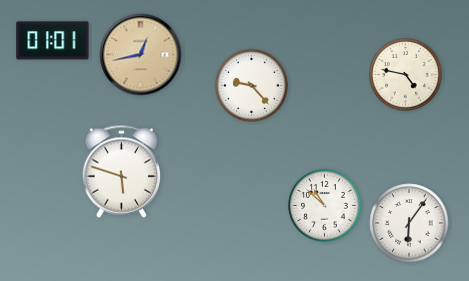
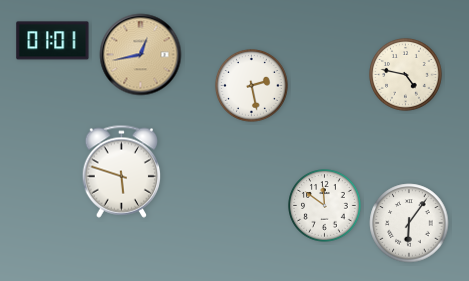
clock at (252, 86): 9:23 -> 2:28
clock at (325, 206): 10:52 -> 11:51
